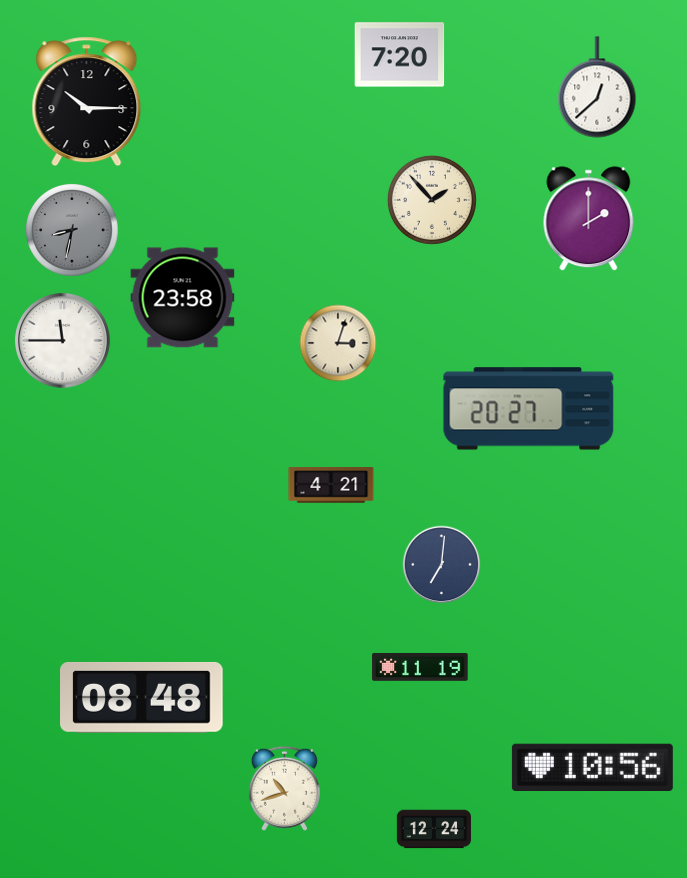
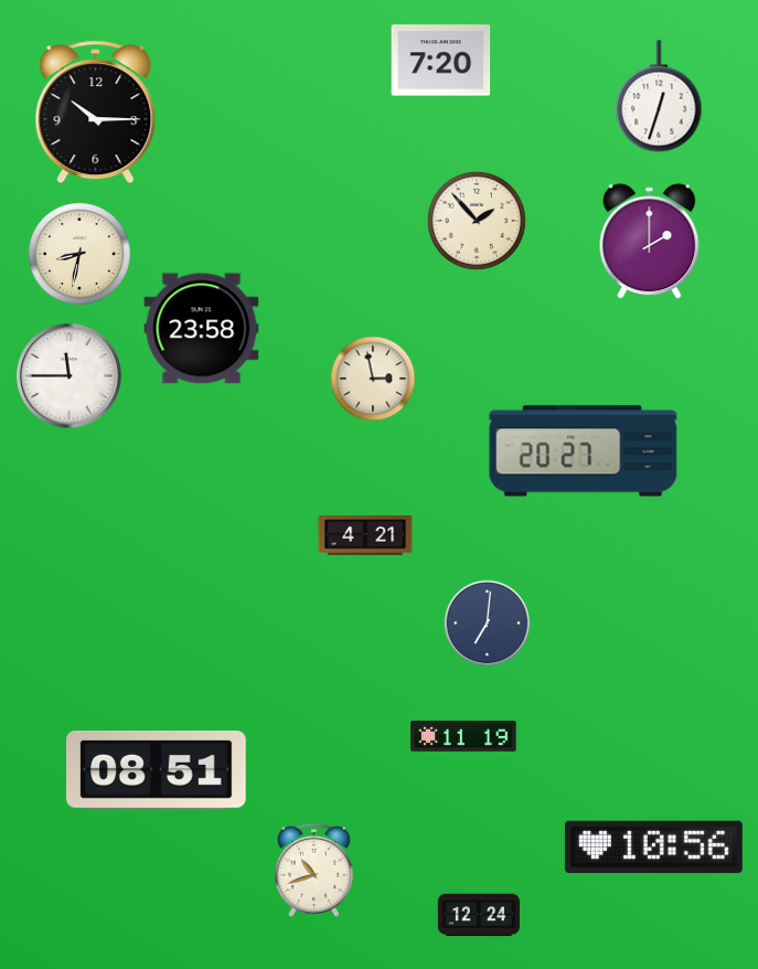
clock at (597, 87): 12:38 -> 12:33
clock at (73, 231) dial: grey -> cream
clock at (338, 343): 3:03 -> 2:58
clock at (142, 697): 08:48 -> 08:51
